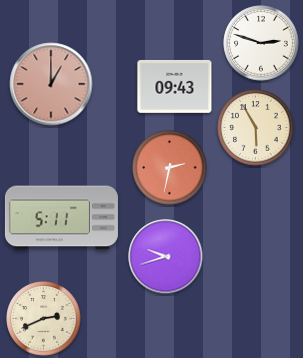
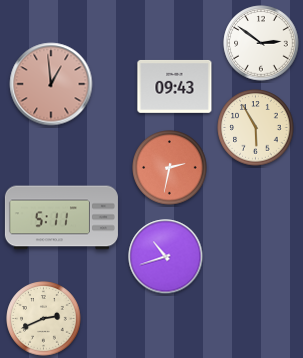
clock at (261, 43): 2:48 -> 2:51
clock at (51, 84): 1:00 -> 12:59
clock at (166, 257): 9:42 -> 10:42
